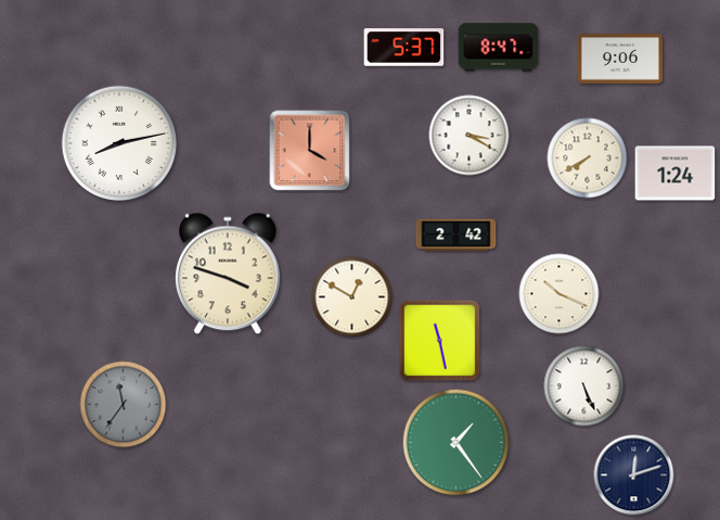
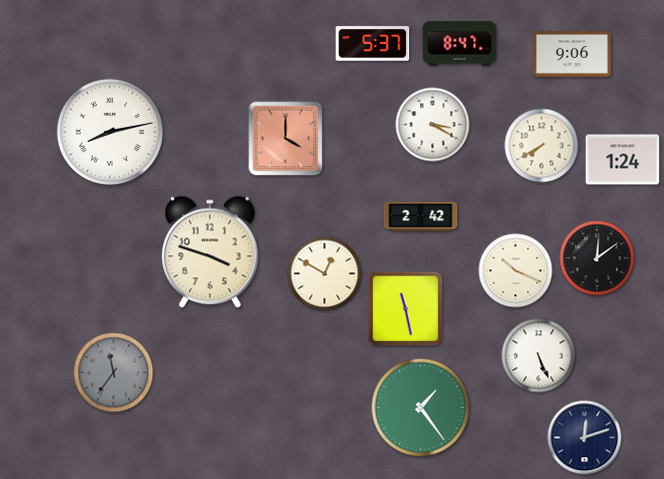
clock at (597, 258): none -> 12:09
clock at (440, 341) position: (440, 341) -> (406, 309)
